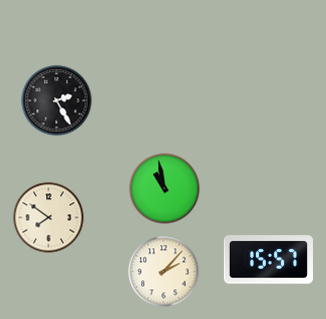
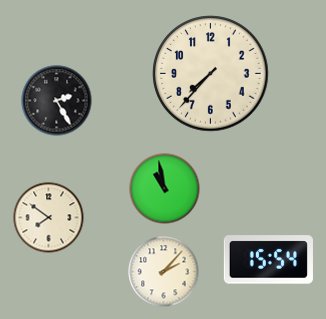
clock at (211, 74): none -> 7:37
clock at (268, 260): 15:57 -> 15:54
